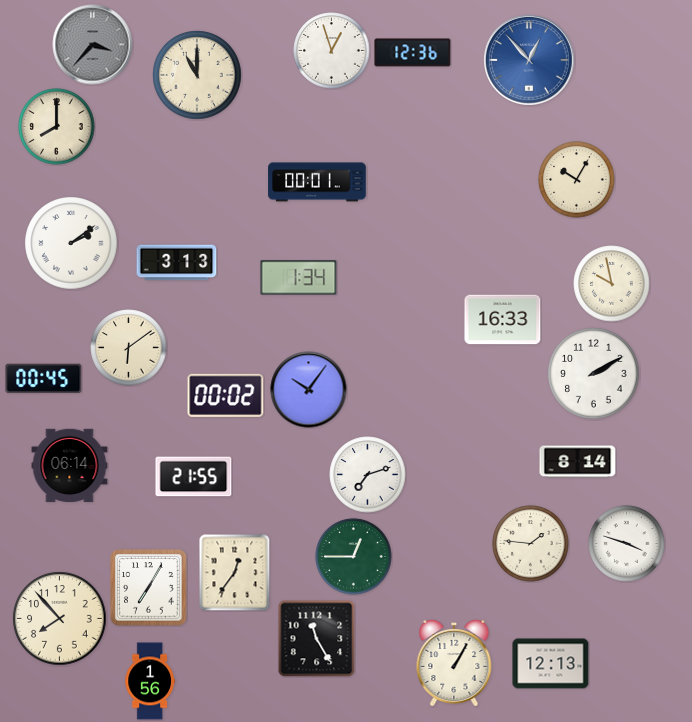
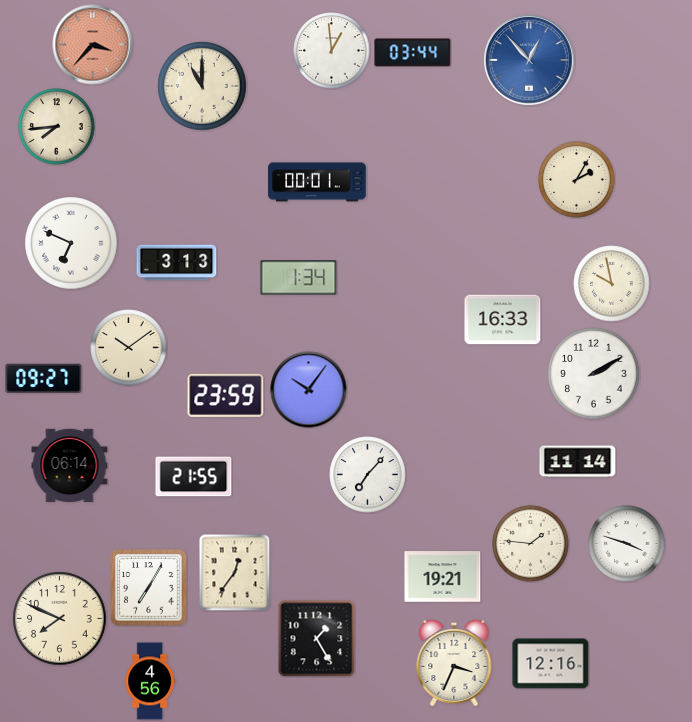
clock at (93, 45) dial: grey -> salmon
clock at (332, 51): 12:57 -> 12:59
clock at (413, 53): 12:36 -> 03:44
clock at (197, 75) position: (197, 75) -> (202, 86)
clock at (57, 127): 8:00 -> 7:44
clock at (577, 180): 10:05 -> 2:05
clock at (71, 243): 2:09 -> 6:49
clock at (129, 348): 6:09 -> 10:09
clock at (44, 378): 00:45 -> 09:27
clock at (226, 395): 00:02 -> 23:59
clock at (578, 462): 8:14 -> 11:14
clock at (368, 475): 7:12 -> 7:07
clock at (354, 557): 12:45 -> none
clock at (443, 577): none -> 19:21
clock at (60, 619): 7:53 -> 7:49
clock at (316, 638): 11:25 -> 1:25
clock at (454, 663): 1:05 -> 3:34
clock at (551, 664): 12:13 -> 12:16
clock at (150, 681): 1:56 -> 4:56
